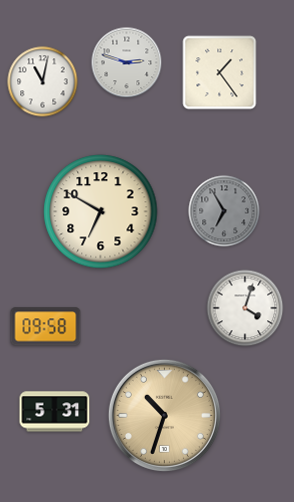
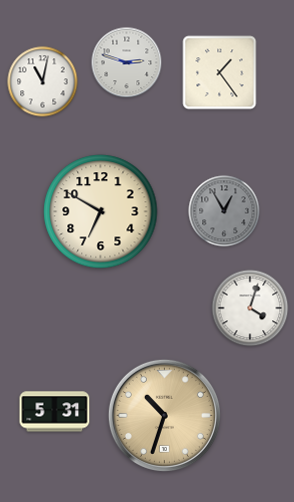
clock at (224, 211): 6:55 -> 12:55
clock at (245, 308) position: (245, 308) -> (250, 308)
clock at (46, 327): 09:58 -> none
